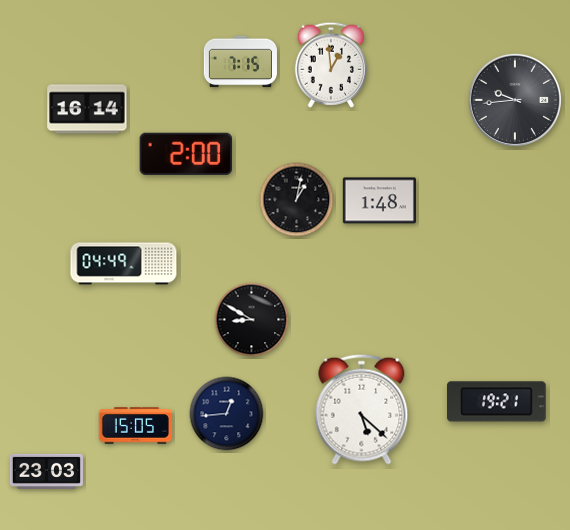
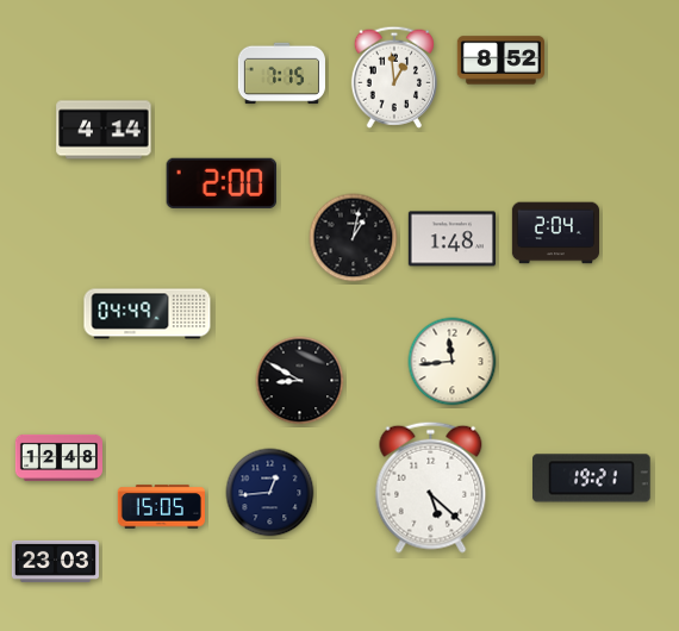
clock at (500, 61): none -> 8:52
clock at (240, 62) position: (240, 62) -> (281, 74)
clock at (515, 100): 9:44 -> none
clock at (87, 109): 16:14 -> 4:14
clock at (555, 233): none -> 2:04
clock at (453, 362): none -> 11:44
clock at (58, 457): none -> 12:48
